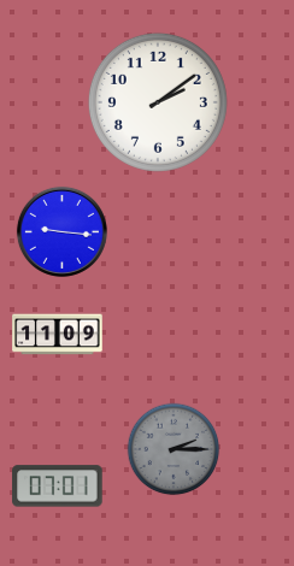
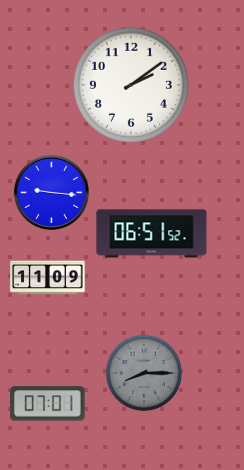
clock at (152, 234): none -> 06:51
clock at (174, 449): 2:15 -> 8:15
